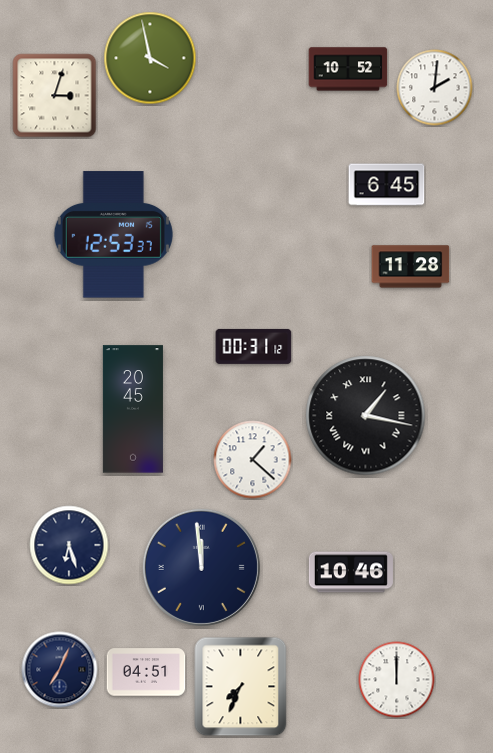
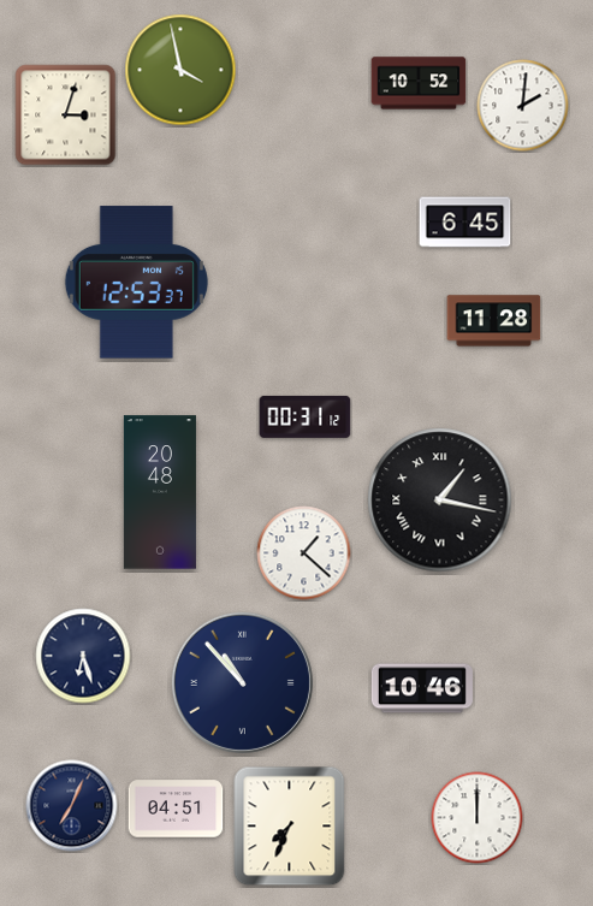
clock at (133, 409): 20:45 -> 20:48
clock at (201, 567): 11:59 -> 10:53
